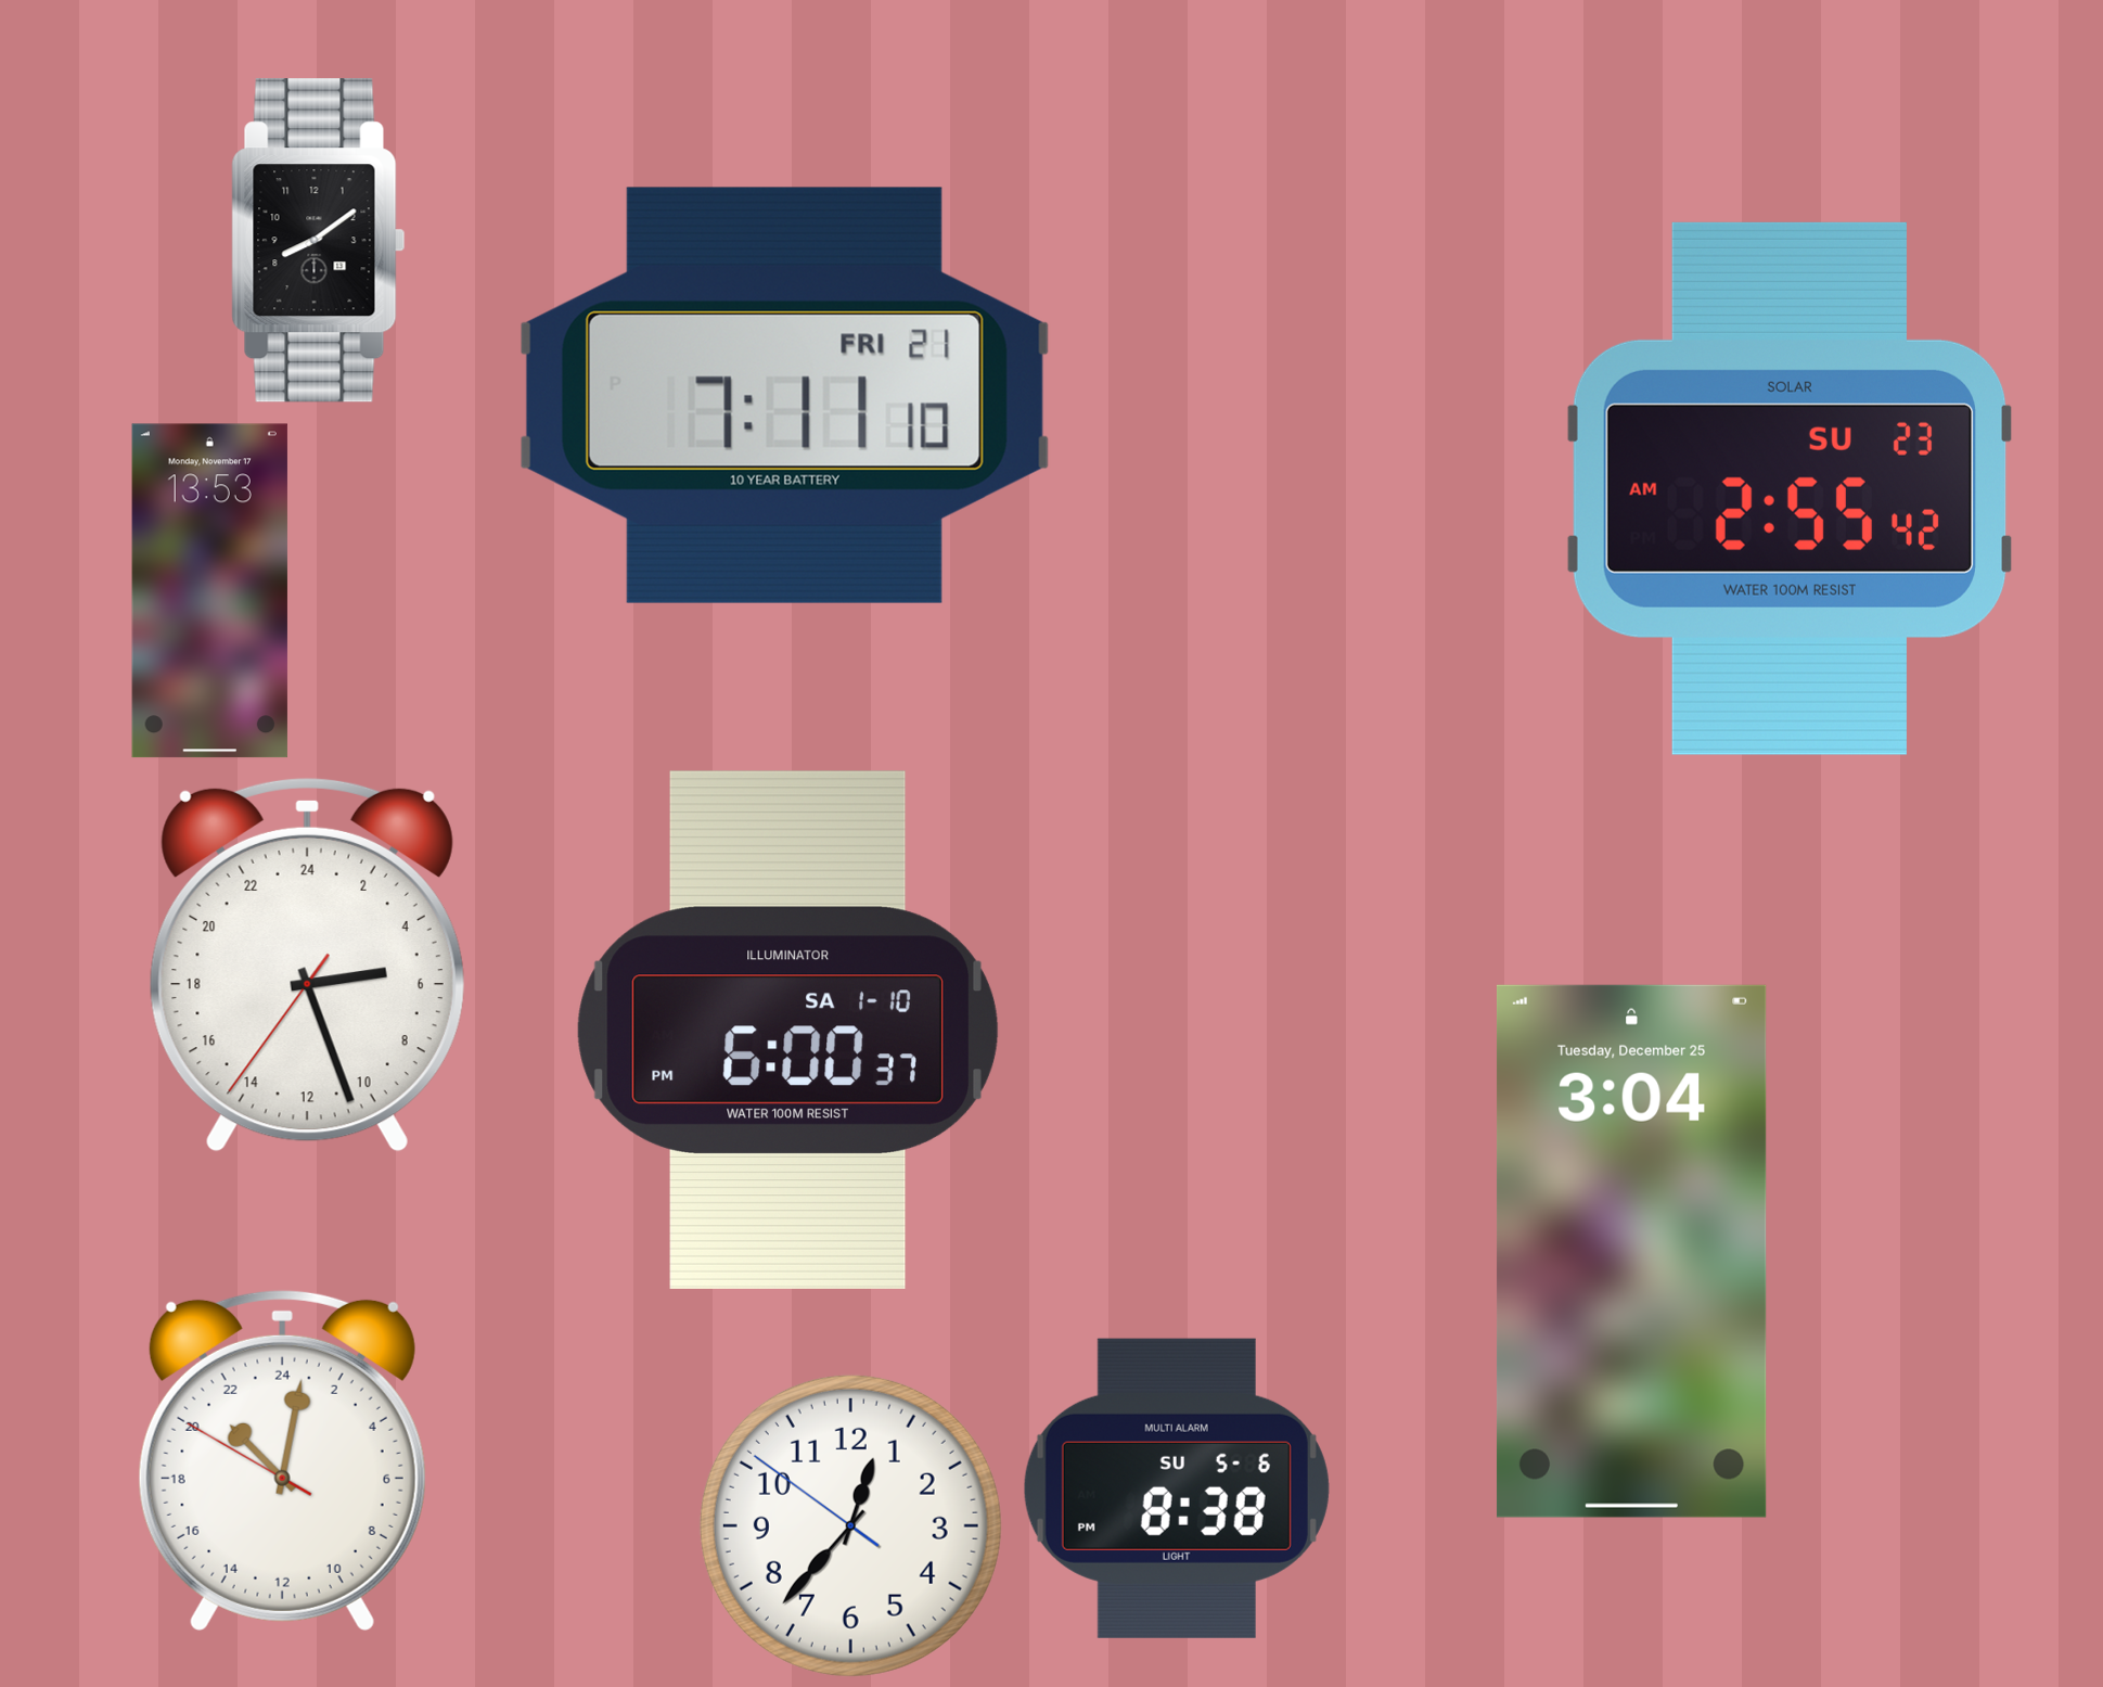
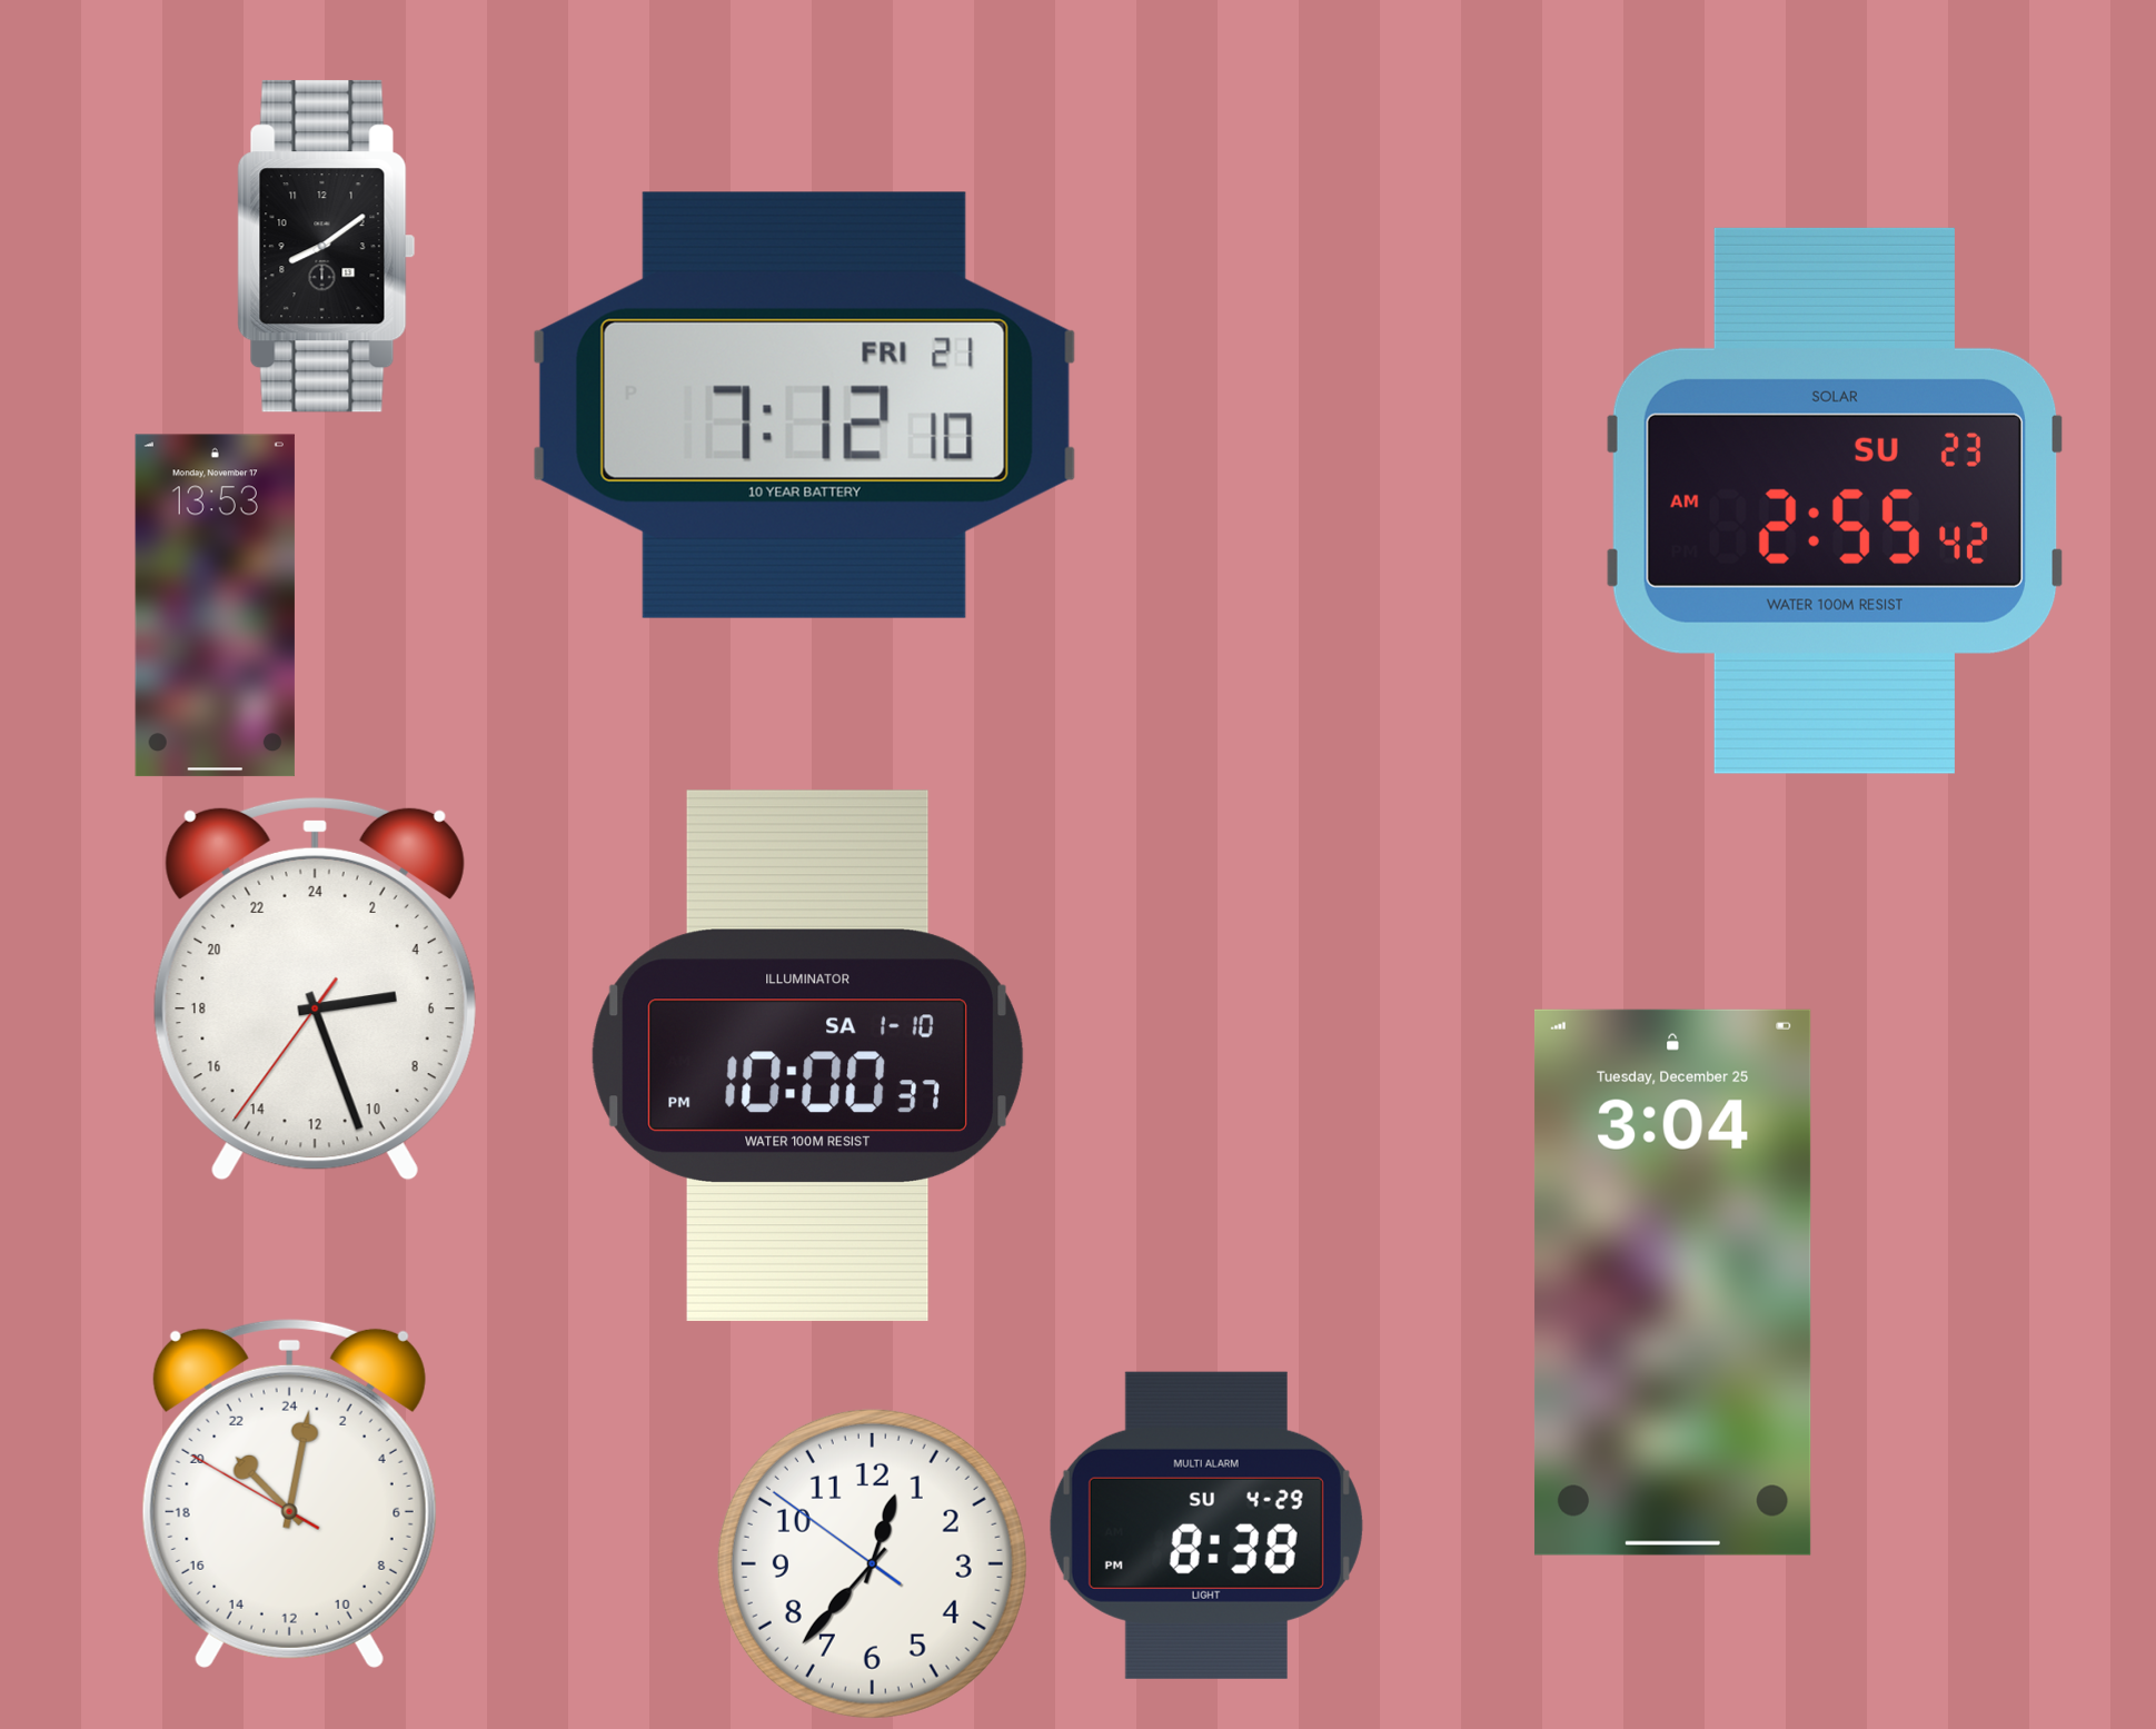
clock at (784, 395): 7:11 -> 7:12
clock at (787, 1030): 6:00 -> 10:00
clock at (282, 1460) position: (282, 1460) -> (289, 1493)
clock at (1177, 1488) date: SU 5-6 -> SU 4-29
